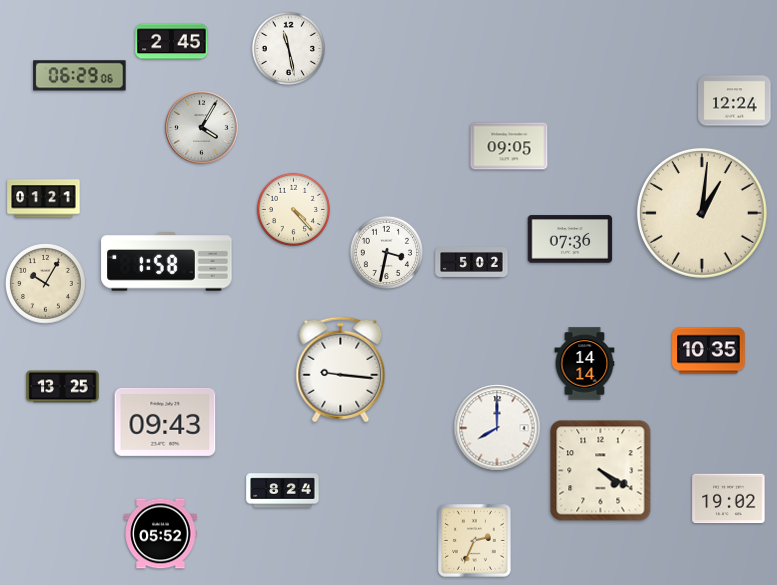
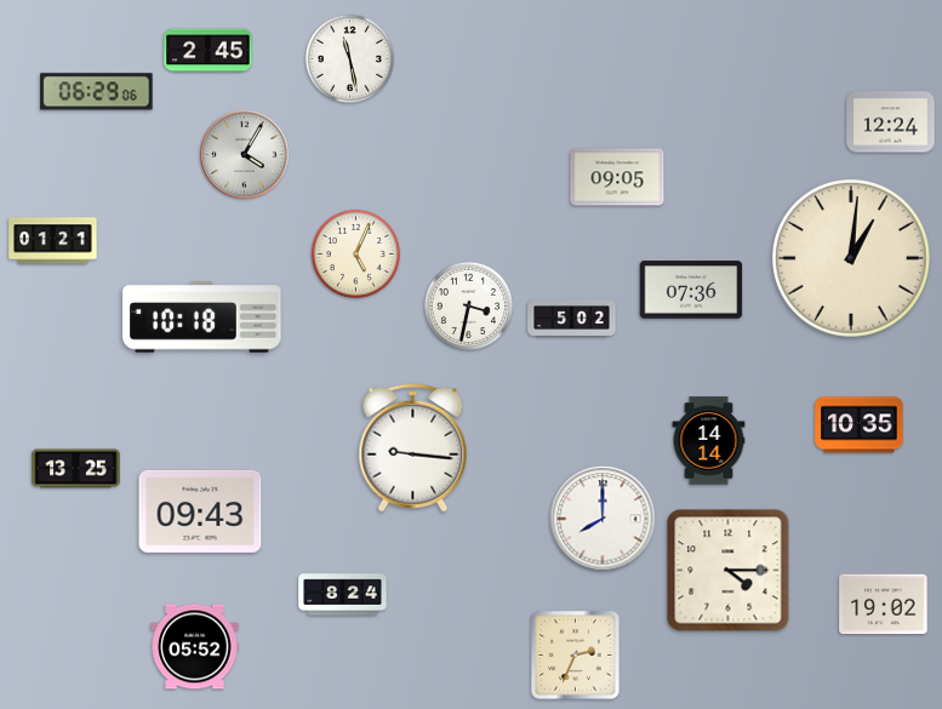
clock at (293, 209): 4:23 -> 5:04
clock at (167, 262): 1:58 -> 10:18
clock at (46, 284): 10:05 -> none
clock at (601, 471): 4:20 -> 4:15
